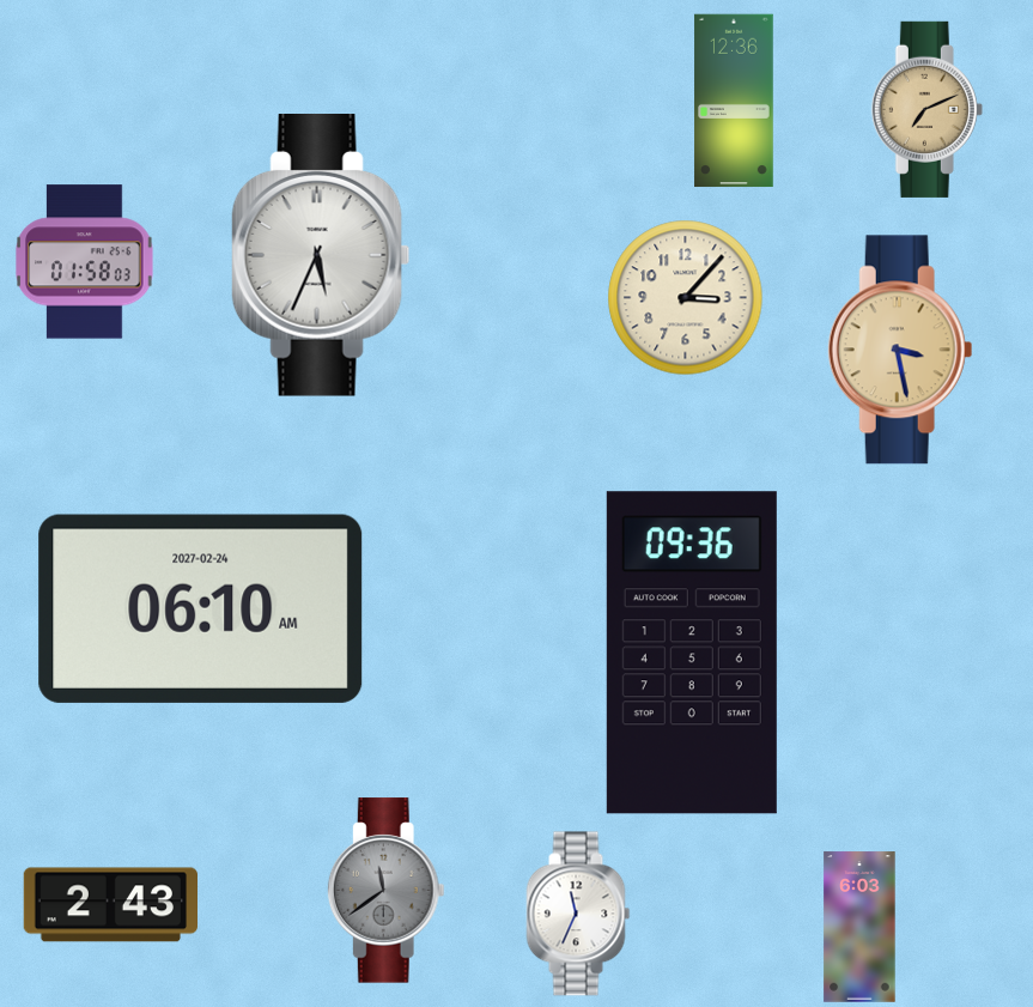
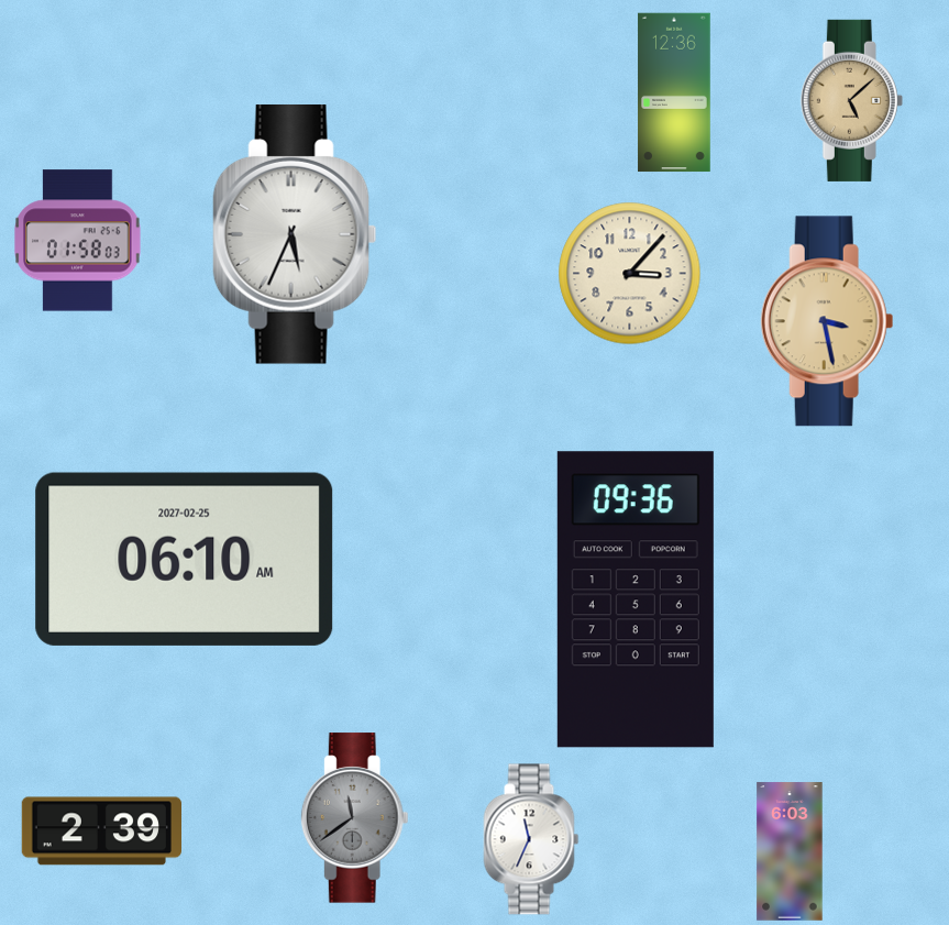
clock at (926, 109): 7:11 -> 5:08
clock at (201, 608) date: 2027-02-24 -> 2027-02-25
clock at (110, 905): 2:43 -> 2:39
